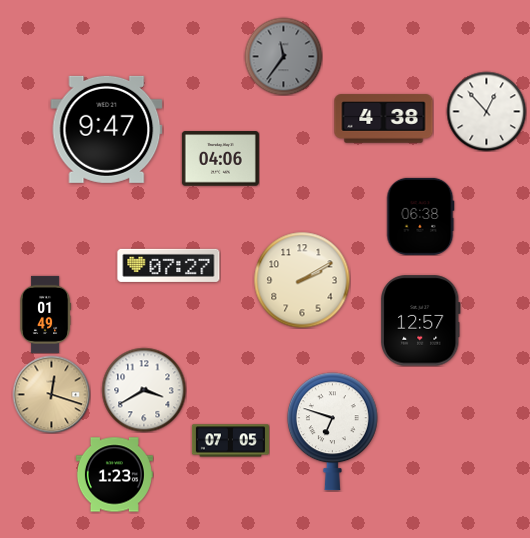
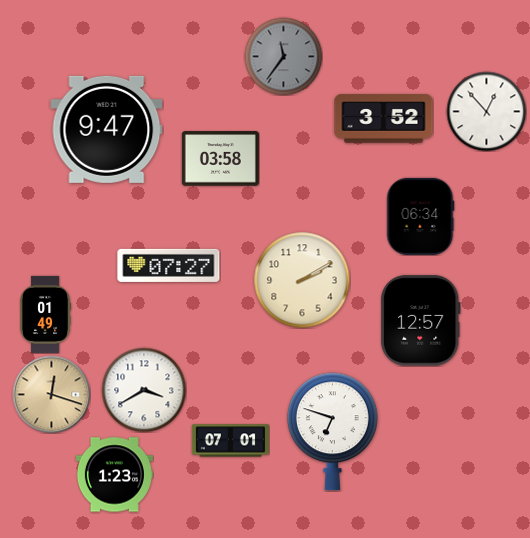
clock at (384, 119): 4:38 -> 3:52
clock at (220, 159): 04:06 -> 03:58
clock at (420, 216): 06:38 -> 06:34
clock at (230, 441): 07:05 -> 07:01
